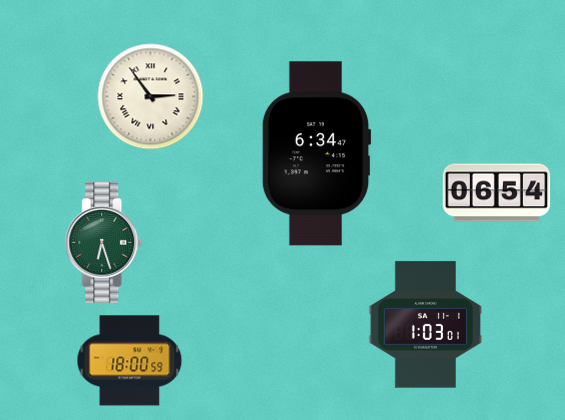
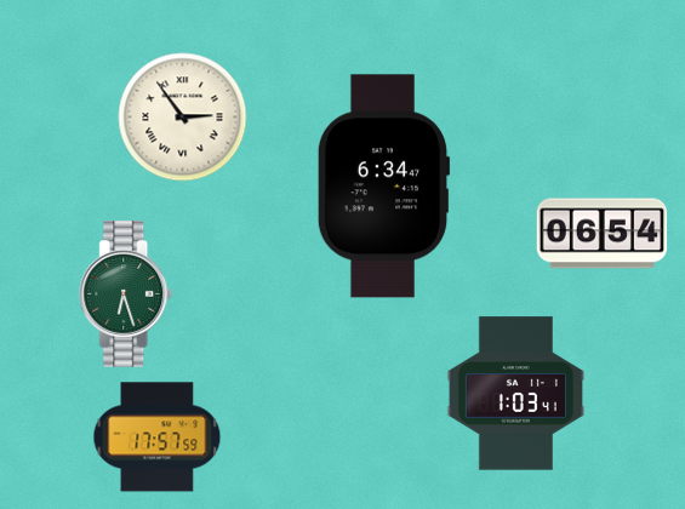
clock at (425, 325): 1:03:01 -> 1:03:41
clock at (130, 361): 18:00 -> 17:57
